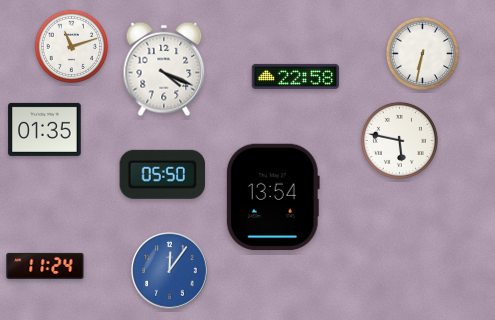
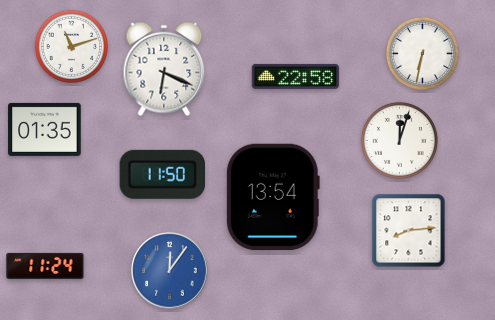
clock at (164, 69): 4:19 -> 6:19
clock at (399, 140): 5:47 -> 12:03
clock at (163, 174): 05:50 -> 11:50
clock at (409, 231): none -> 8:14
